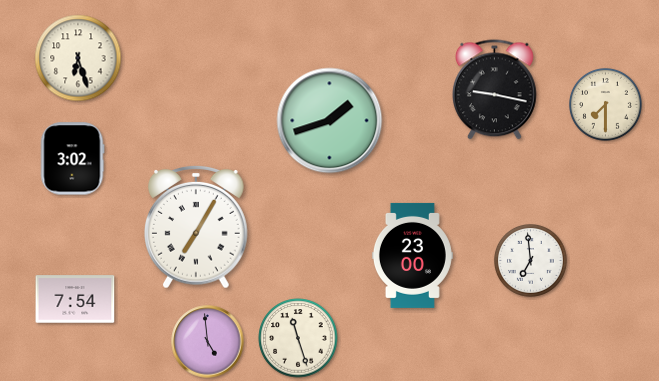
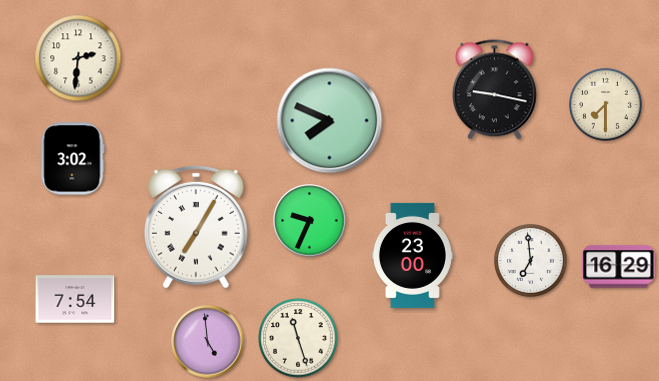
clock at (78, 58): 6:27 -> 2:31
clock at (330, 121): 1:42 -> 7:49
clock at (310, 221): none -> 9:34
clock at (619, 267): none -> 16:29
